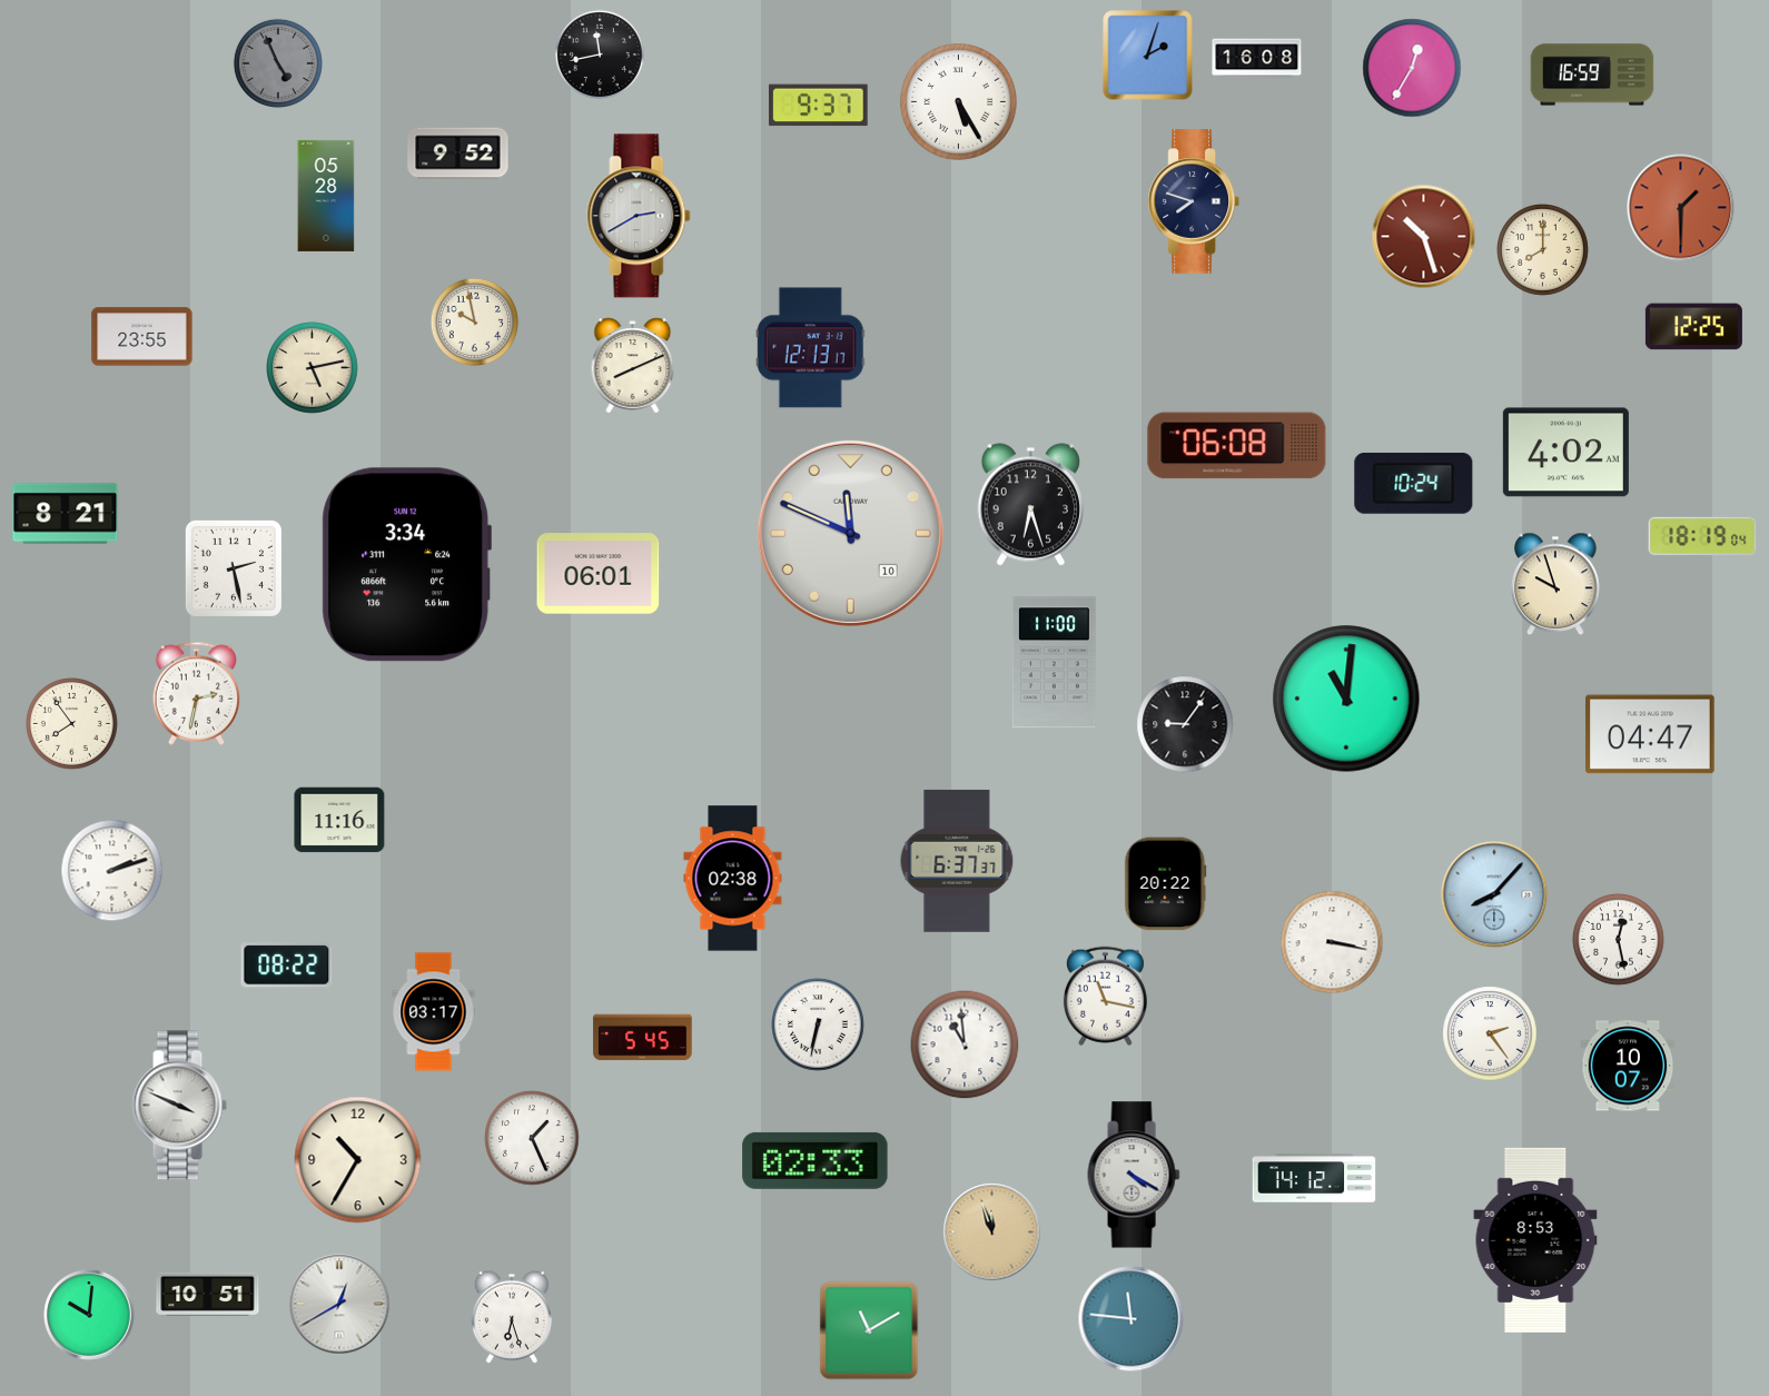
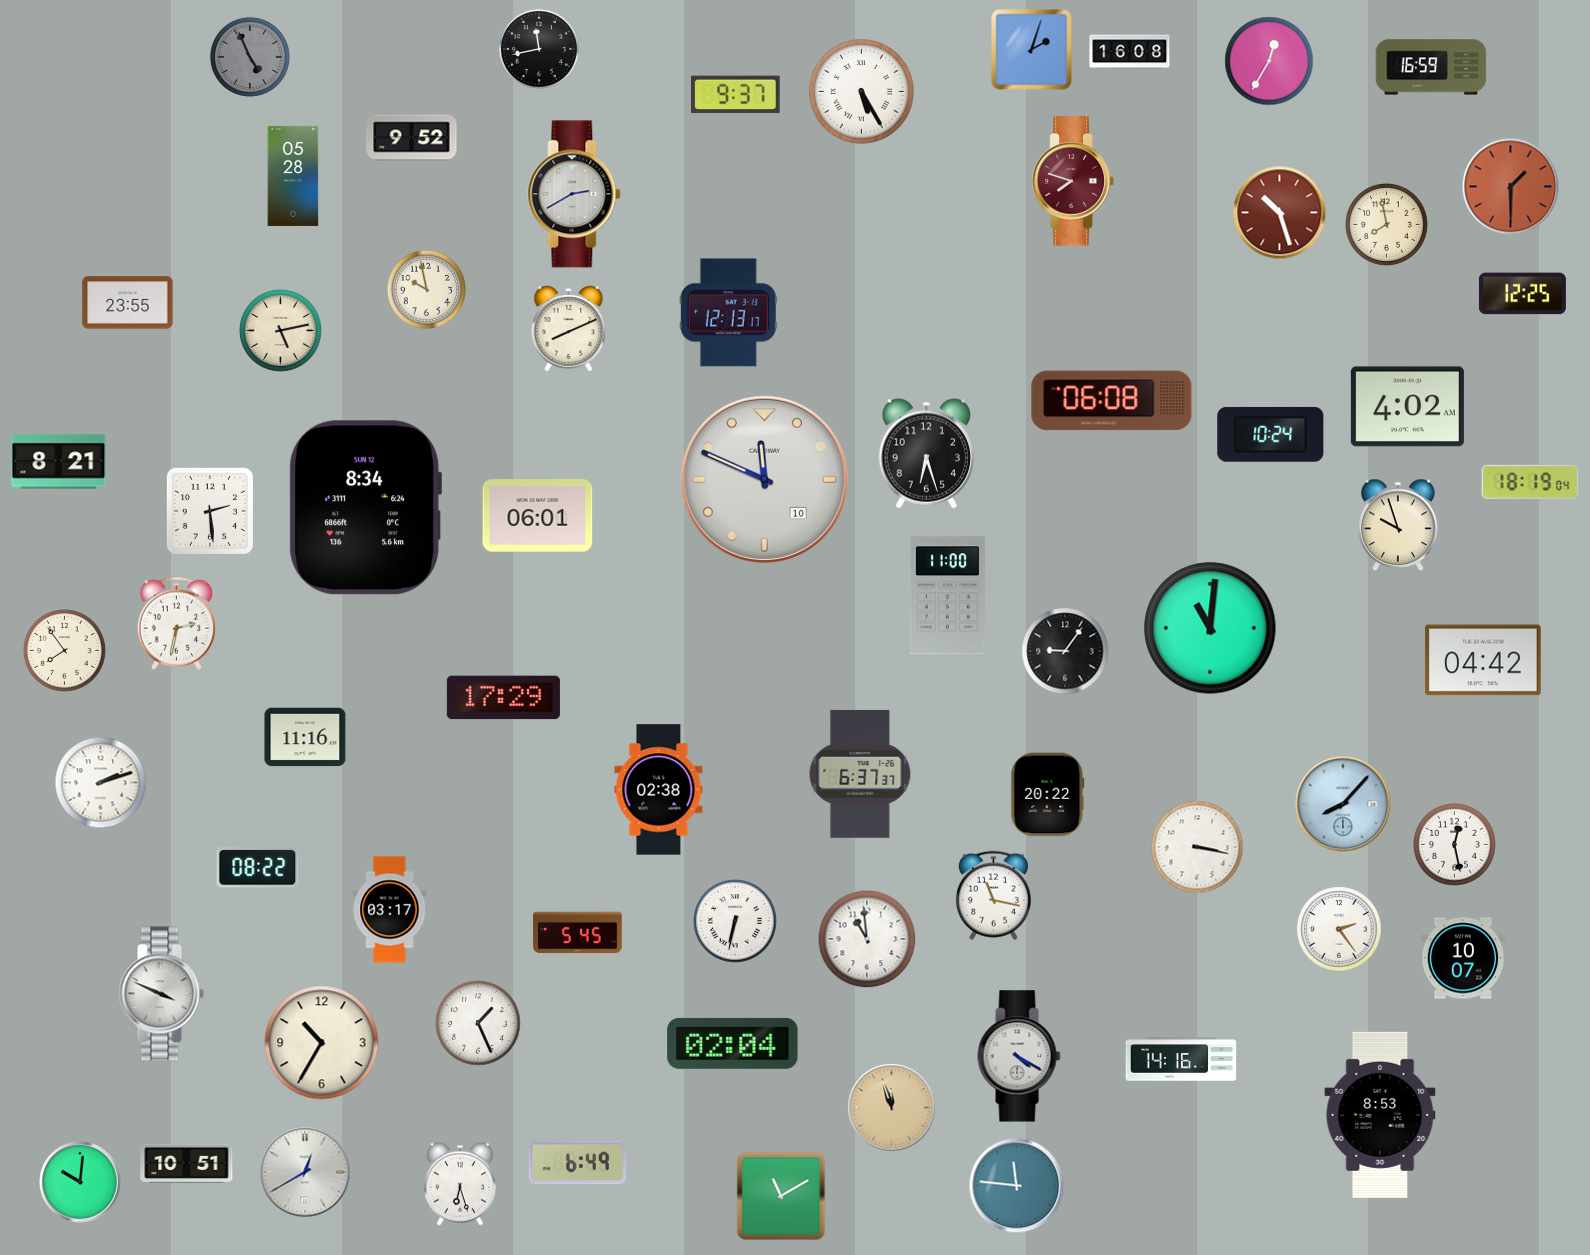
clock at (1194, 201) dial: navy -> burgundy
clock at (1543, 250): 8:00 -> 7:58
clock at (406, 565): 3:34 -> 8:34
clock at (234, 568): 2:28 -> 2:29
clock at (1650, 734): 04:47 -> 04:42
clock at (503, 698): none -> 17:29
clock at (816, 1160): 02:33 -> 02:04
clock at (1314, 1178): 14:12 -> 14:16
clock at (578, 1163): none -> 6:49
